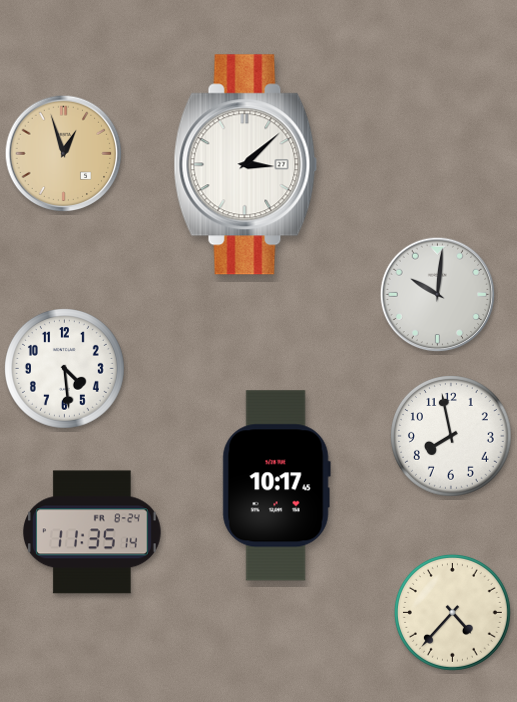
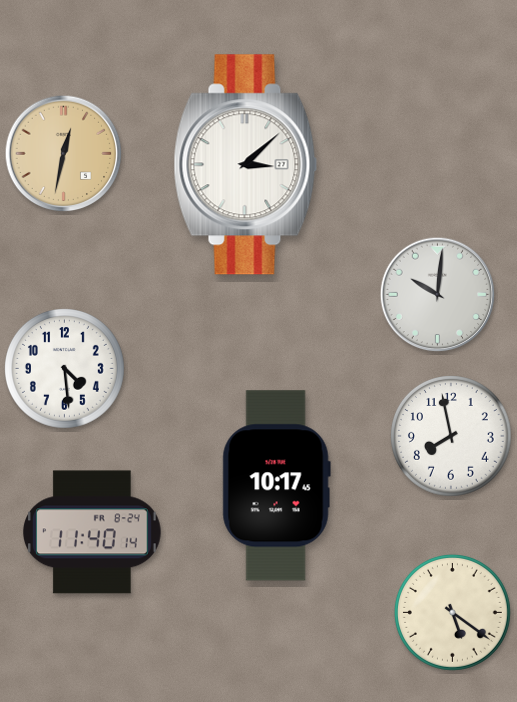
clock at (64, 154): 12:57 -> 12:32
clock at (93, 532): 11:35 -> 11:40
clock at (452, 612): 4:37 -> 5:21
